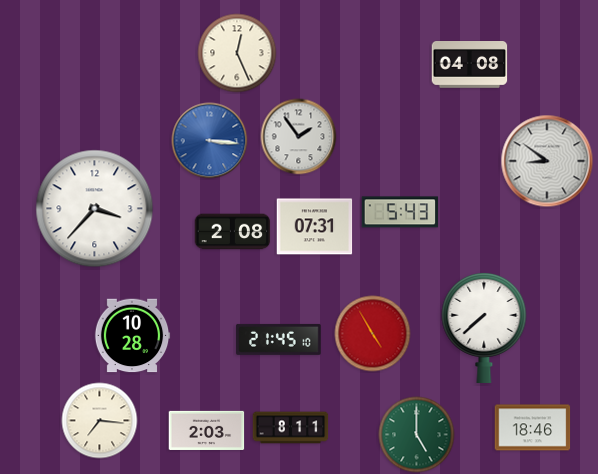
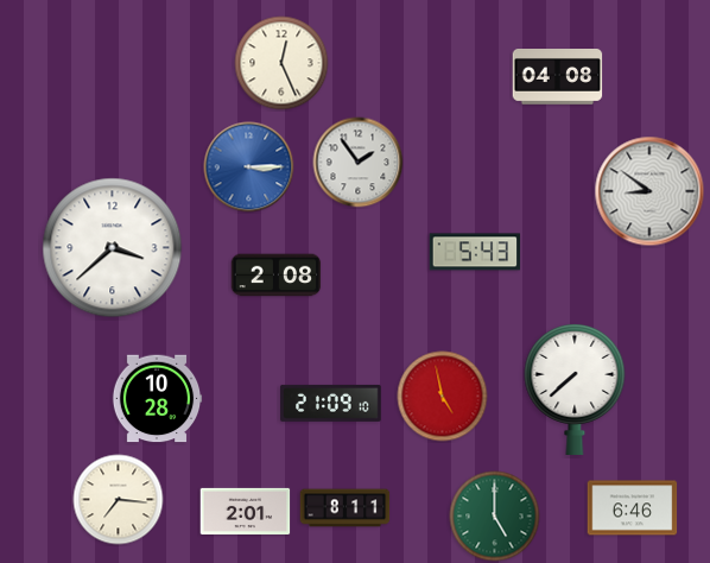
clock at (299, 137) position: (299, 137) -> (359, 163)
clock at (210, 141): 3:16 -> 3:15
clock at (95, 209): 3:37 -> 3:38
clock at (315, 227): 07:31 -> none
clock at (373, 334): 4:55 -> 4:58
clock at (279, 339): 21:45 -> 21:09
clock at (533, 428): 18:46 -> 6:46
clock at (207, 430): 2:03 -> 2:01
